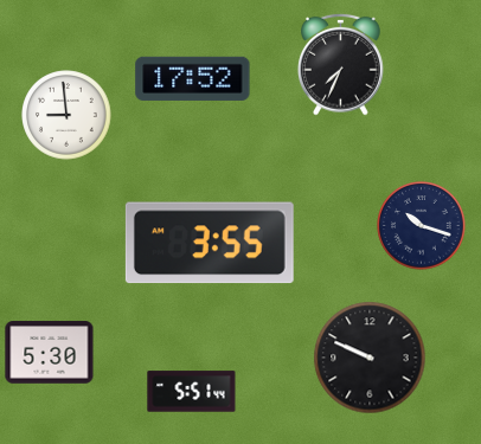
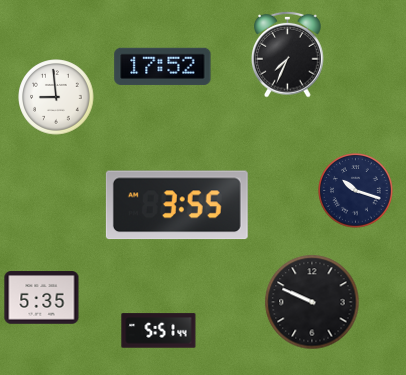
clock at (50, 353): 5:30 -> 5:35
clock at (192, 392) position: (192, 392) -> (159, 331)
